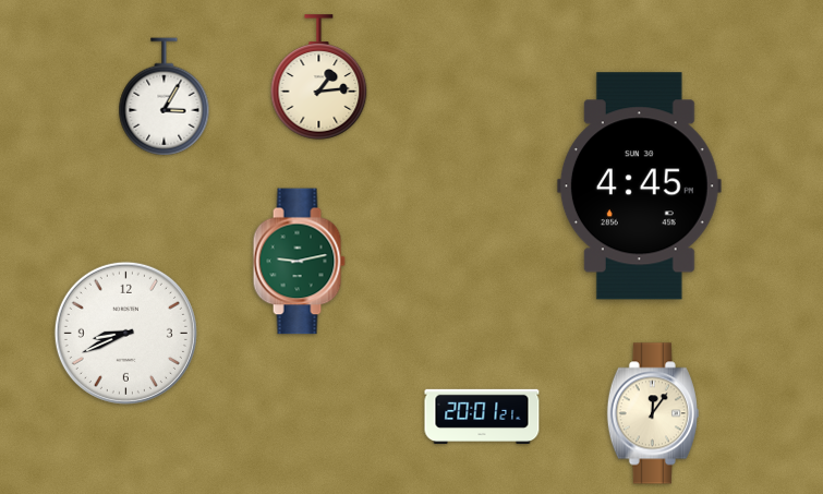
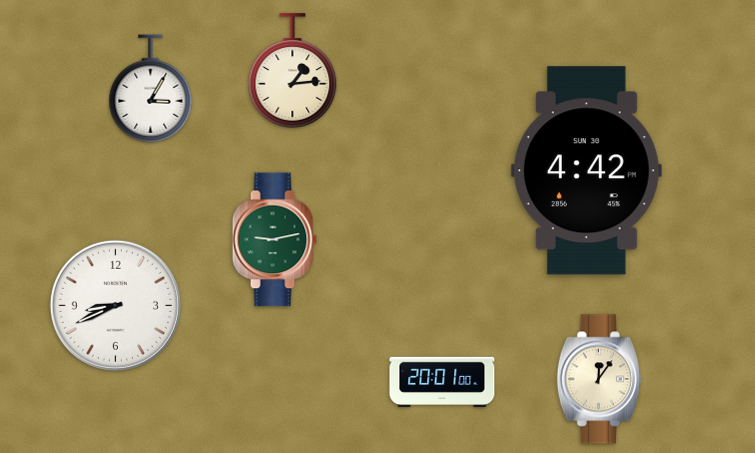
clock at (639, 186): 4:45 -> 4:42
clock at (482, 415): 20:01:21 -> 20:01:00
